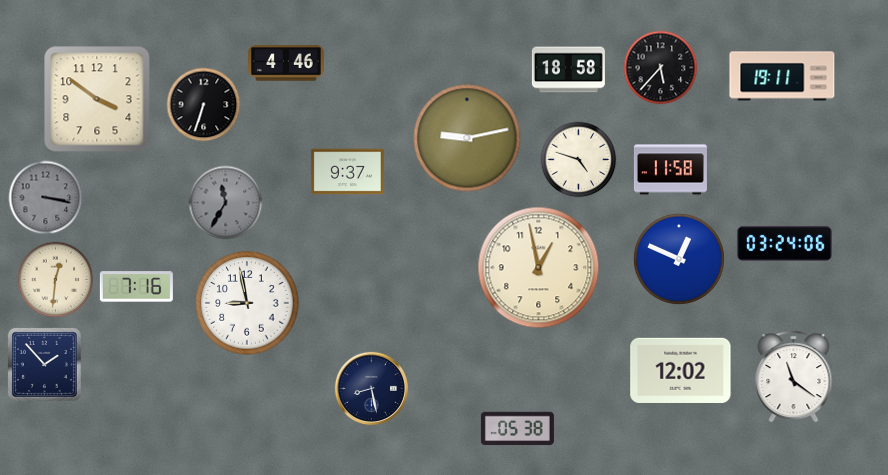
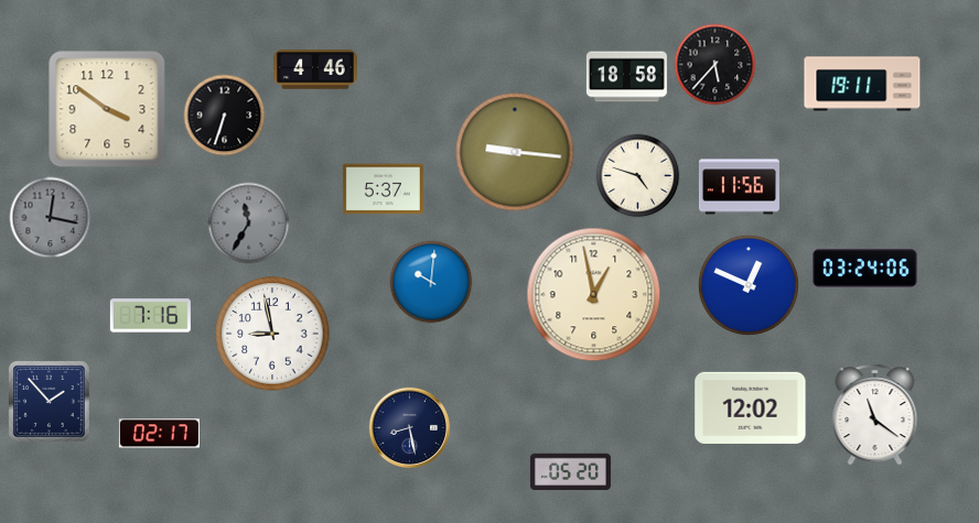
clock at (661, 68) position: (661, 68) -> (716, 65)
clock at (467, 138): 9:13 -> 9:16
clock at (670, 170): 11:58 -> 11:56
clock at (347, 172): 9:37 -> 5:37
clock at (46, 198): 3:17 -> 12:17
clock at (431, 282): none -> 10:01
clock at (56, 280): 12:31 -> none
clock at (159, 434): none -> 02:17
clock at (517, 429): 05:38 -> 05:20
